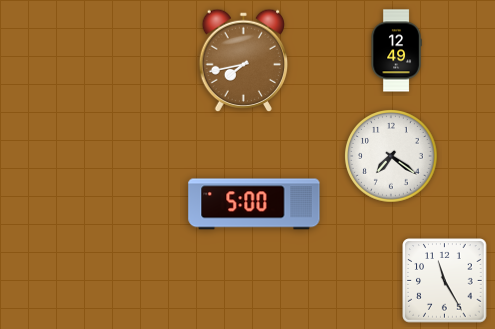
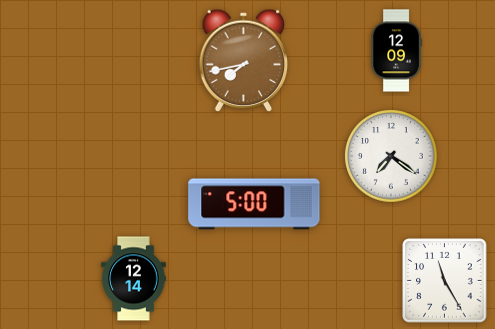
clock at (396, 51): 12:49 -> 12:09
clock at (134, 279): none -> 12:14
